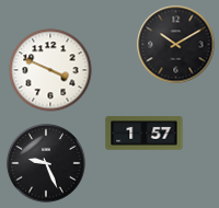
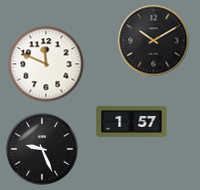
clock at (176, 45) position: (176, 45) -> (154, 41)
clock at (50, 70): 3:49 -> 11:49
